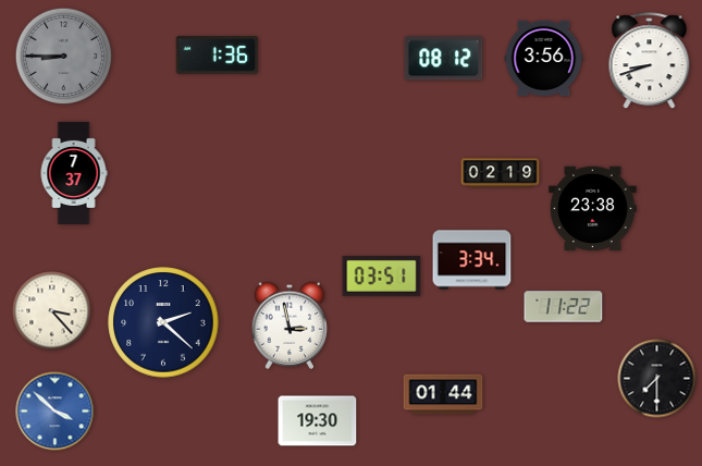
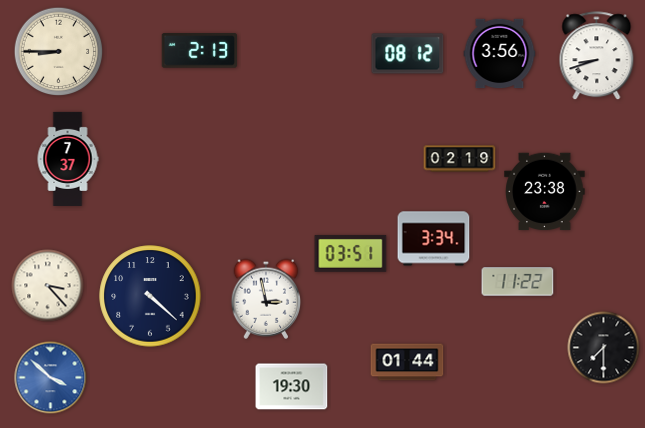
clock at (217, 56): 1:36 -> 2:13
clock at (64, 57) dial: grey -> cream
clock at (163, 322): 2:22 -> 4:22
